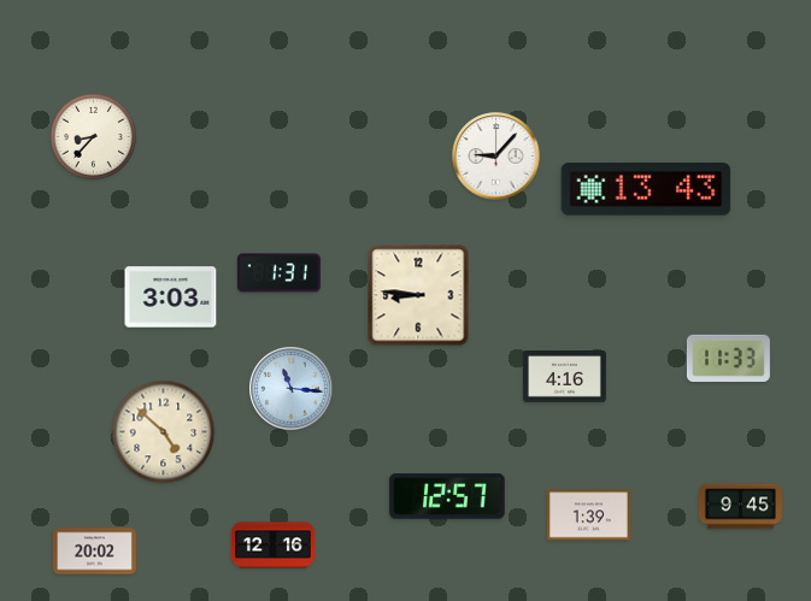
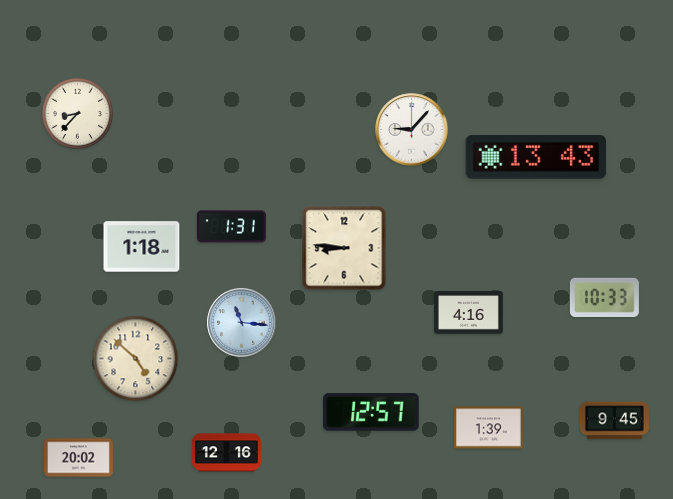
clock at (418, 295) position: (418, 295) -> (344, 248)
clock at (171, 297): 3:03 -> 1:18
clock at (728, 358): 11:33 -> 10:33
